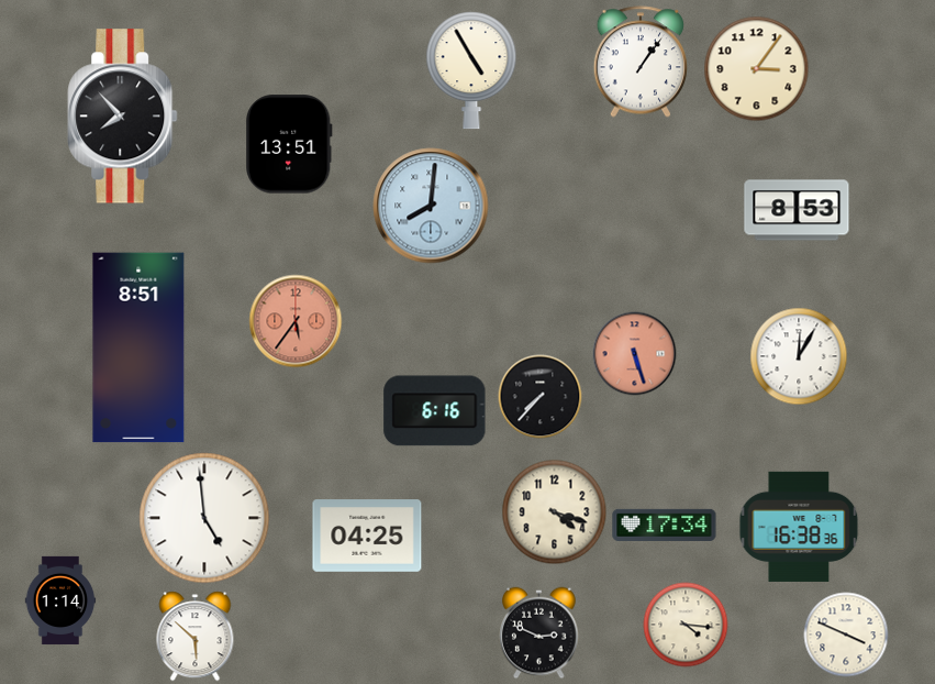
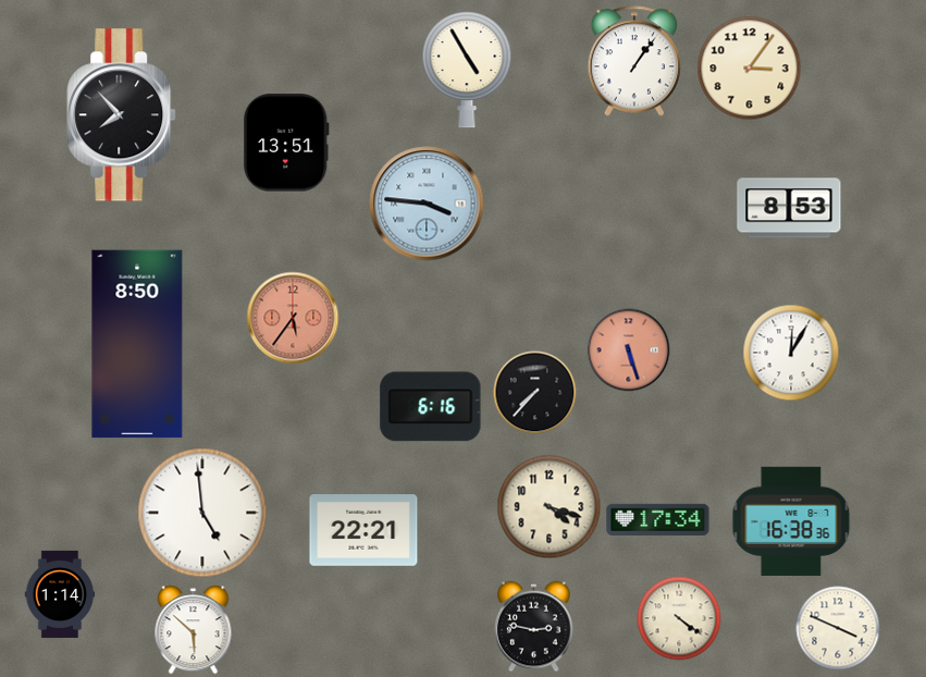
clock at (431, 206): 8:01 -> 3:46
clock at (138, 347): 8:51 -> 8:50
clock at (367, 536): 04:25 -> 22:21
clock at (686, 625): 4:16 -> 4:21
clock at (539, 633): 2:49 -> 2:47
